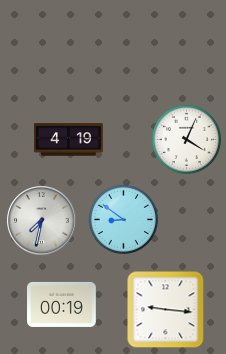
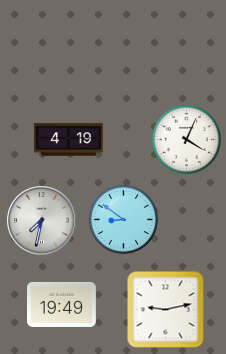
clock at (62, 304): 00:19 -> 19:49
clock at (166, 310): 9:16 -> 9:13
